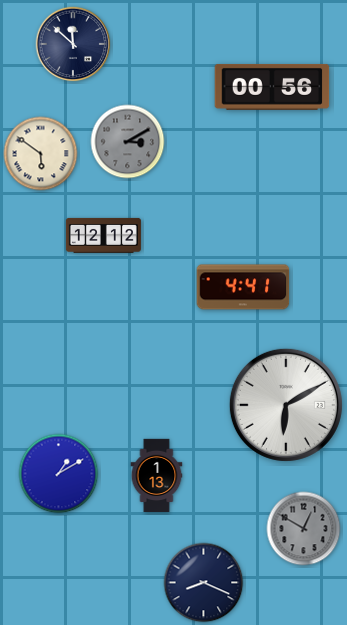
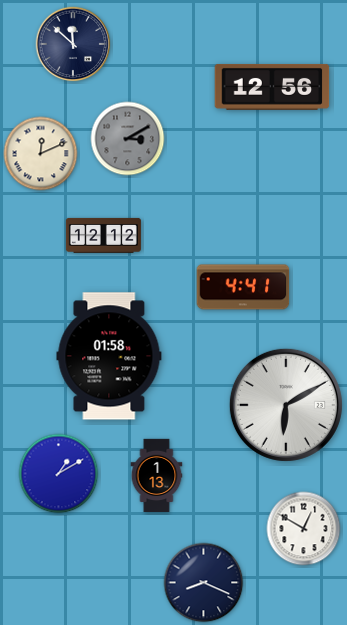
clock at (272, 87): 00:56 -> 12:56
clock at (128, 142) position: (128, 142) -> (128, 139)
clock at (41, 154): 5:51 -> 12:11
clock at (109, 356): none -> 01:58
clock at (304, 529) dial: grey -> white
